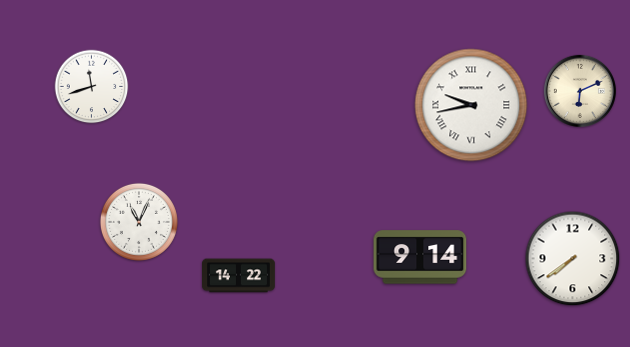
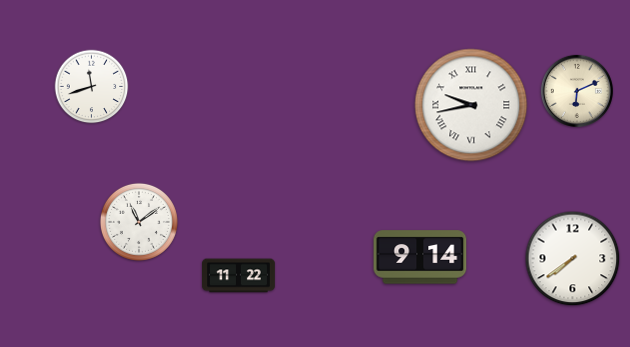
clock at (580, 91) position: (580, 91) -> (577, 91)
clock at (139, 222): 11:04 -> 11:09
clock at (239, 276): 14:22 -> 11:22
